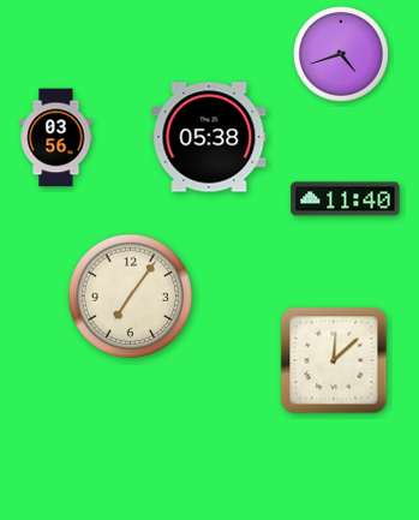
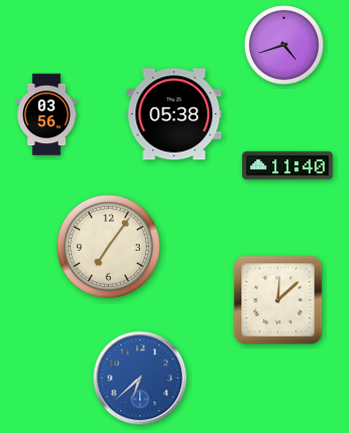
clock at (140, 378): none -> 6:38
